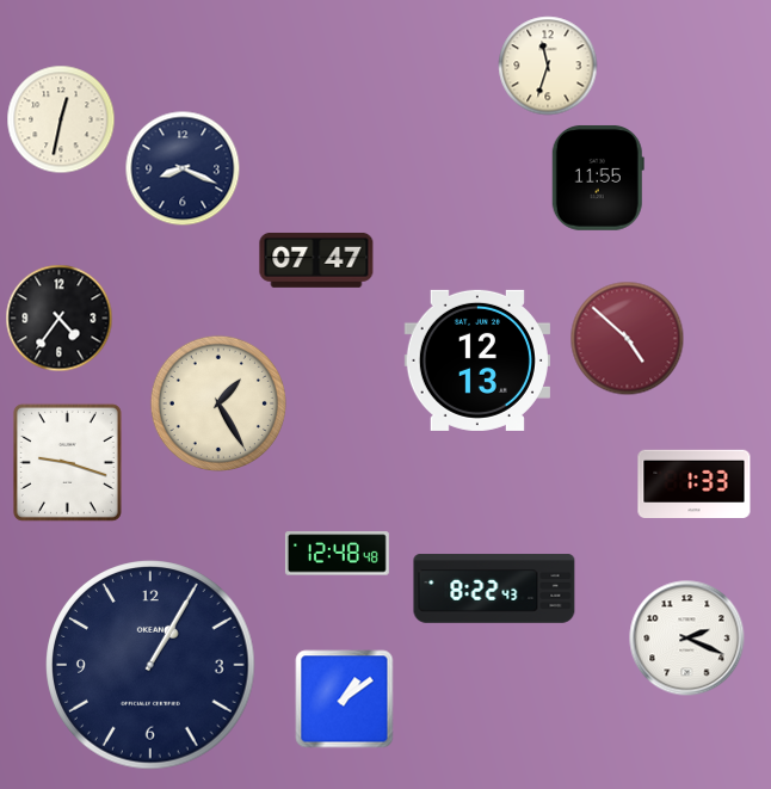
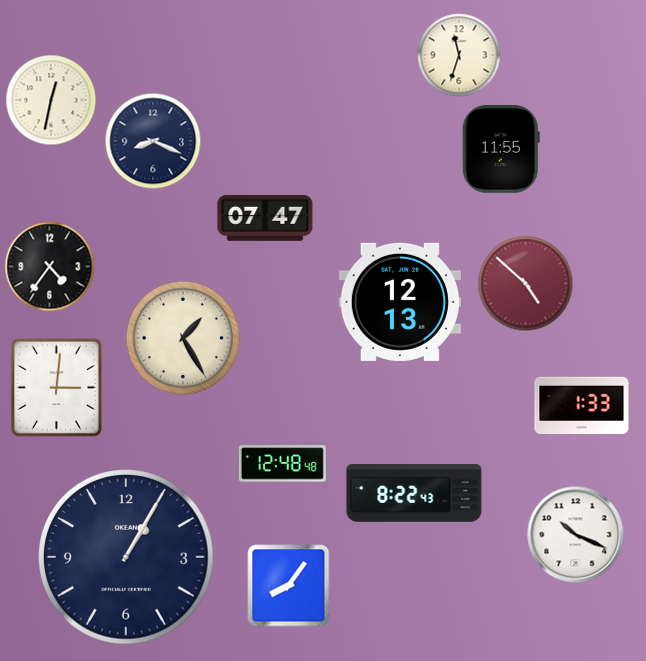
clock at (67, 462): 9:18 -> 3:01
clock at (687, 639): 2:19 -> 10:19
clock at (345, 699): 1:09 -> 8:06
